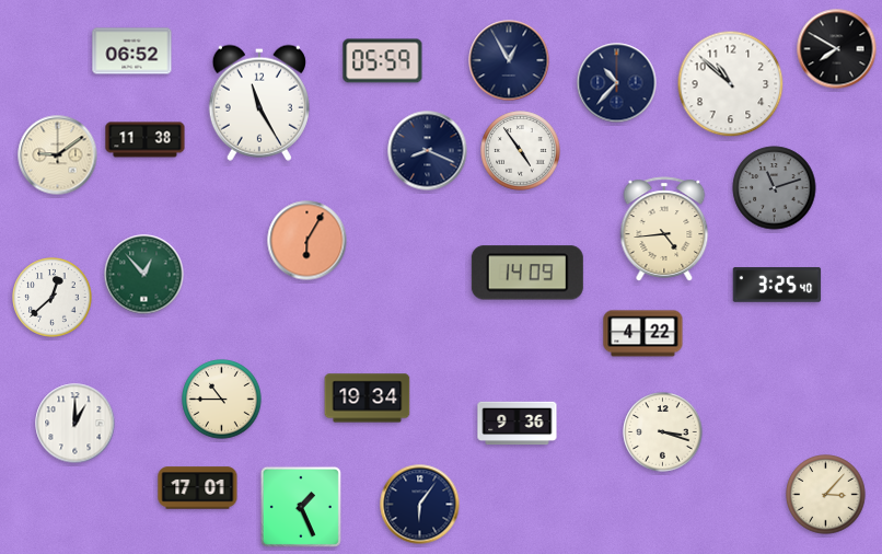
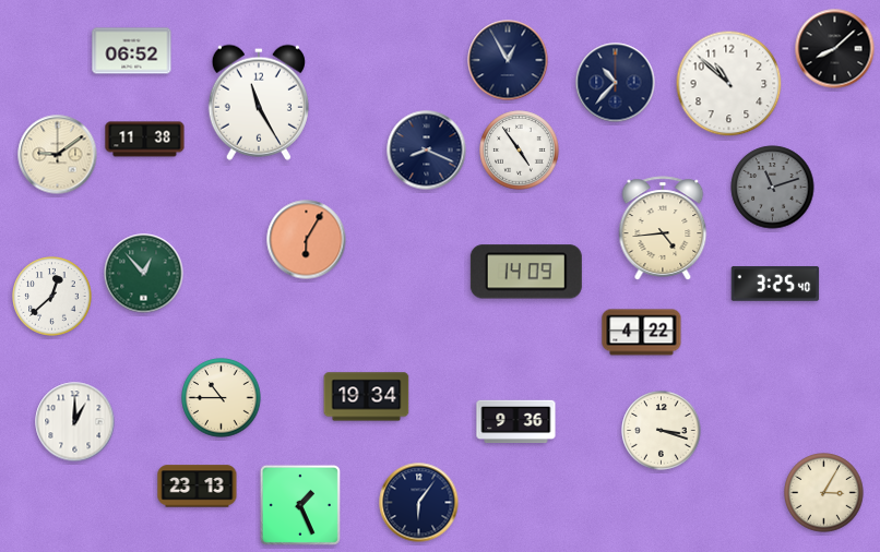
clock at (837, 49): 7:50 -> 8:08
clock at (383, 61): 05:59 -> none
clock at (198, 488): 17:01 -> 23:13
clock at (826, 495): 3:07 -> 3:05
